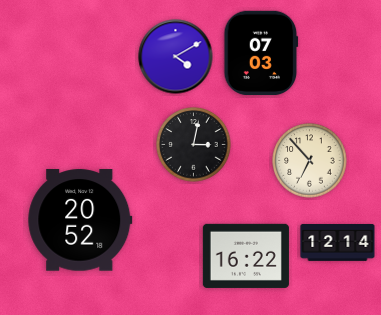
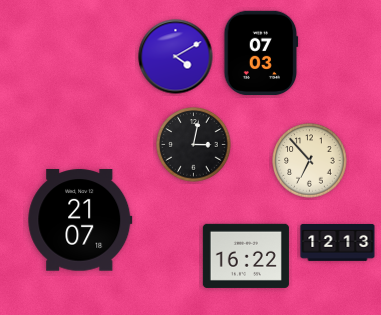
clock at (80, 220): 20:52 -> 21:07
clock at (338, 243): 12:14 -> 12:13
